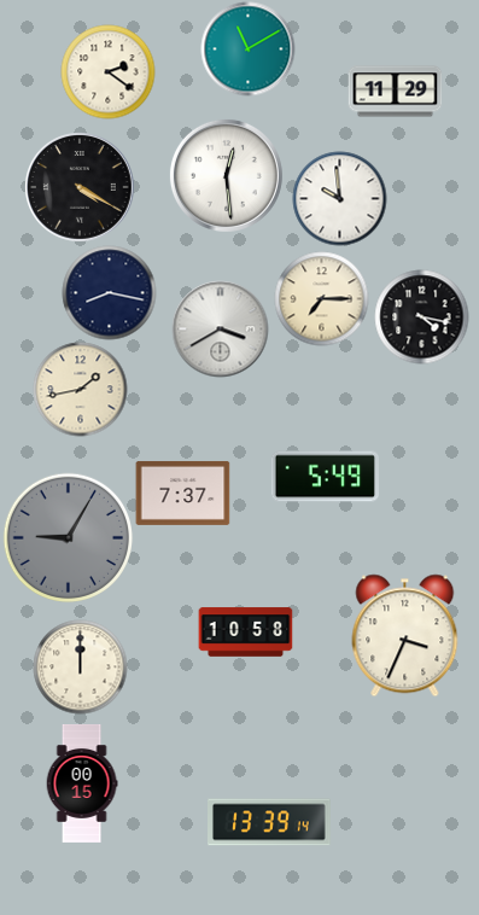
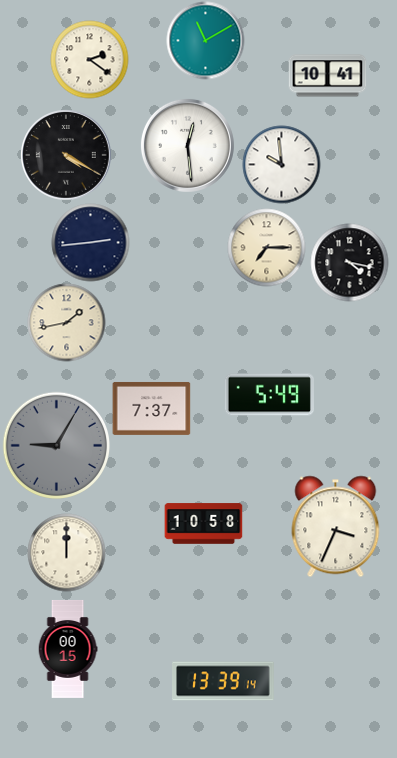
clock at (395, 92): 11:29 -> 10:41
clock at (109, 292): 8:17 -> 2:44
clock at (220, 328): 3:40 -> none
